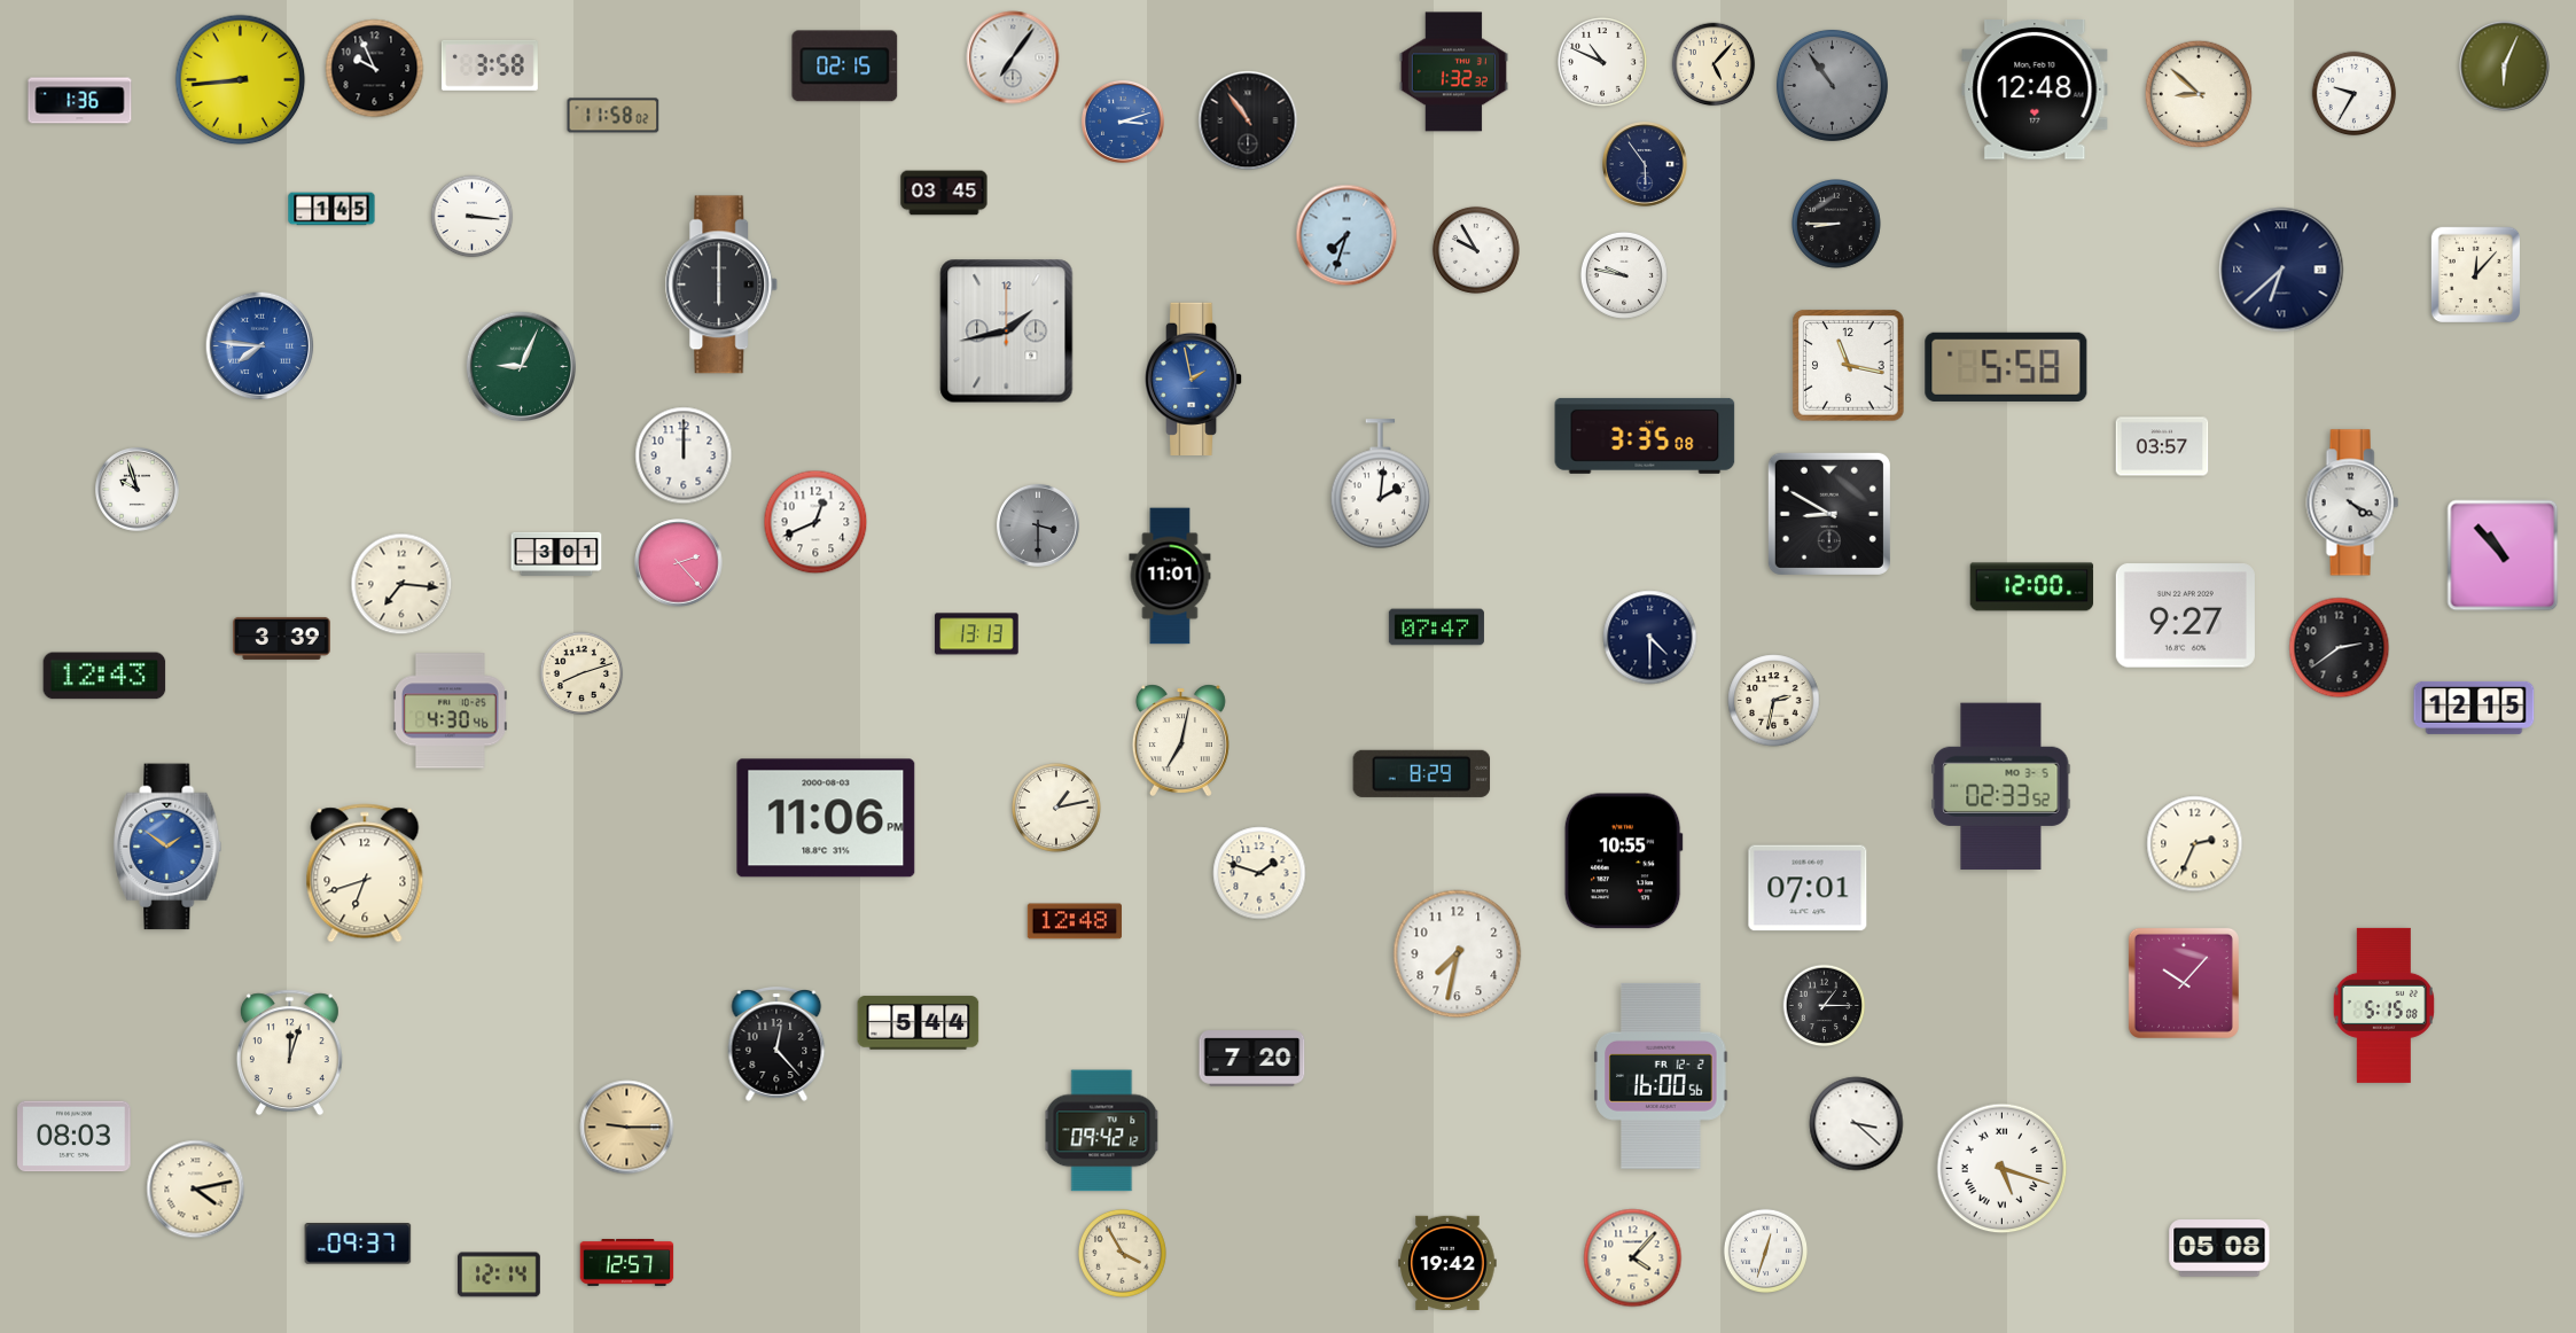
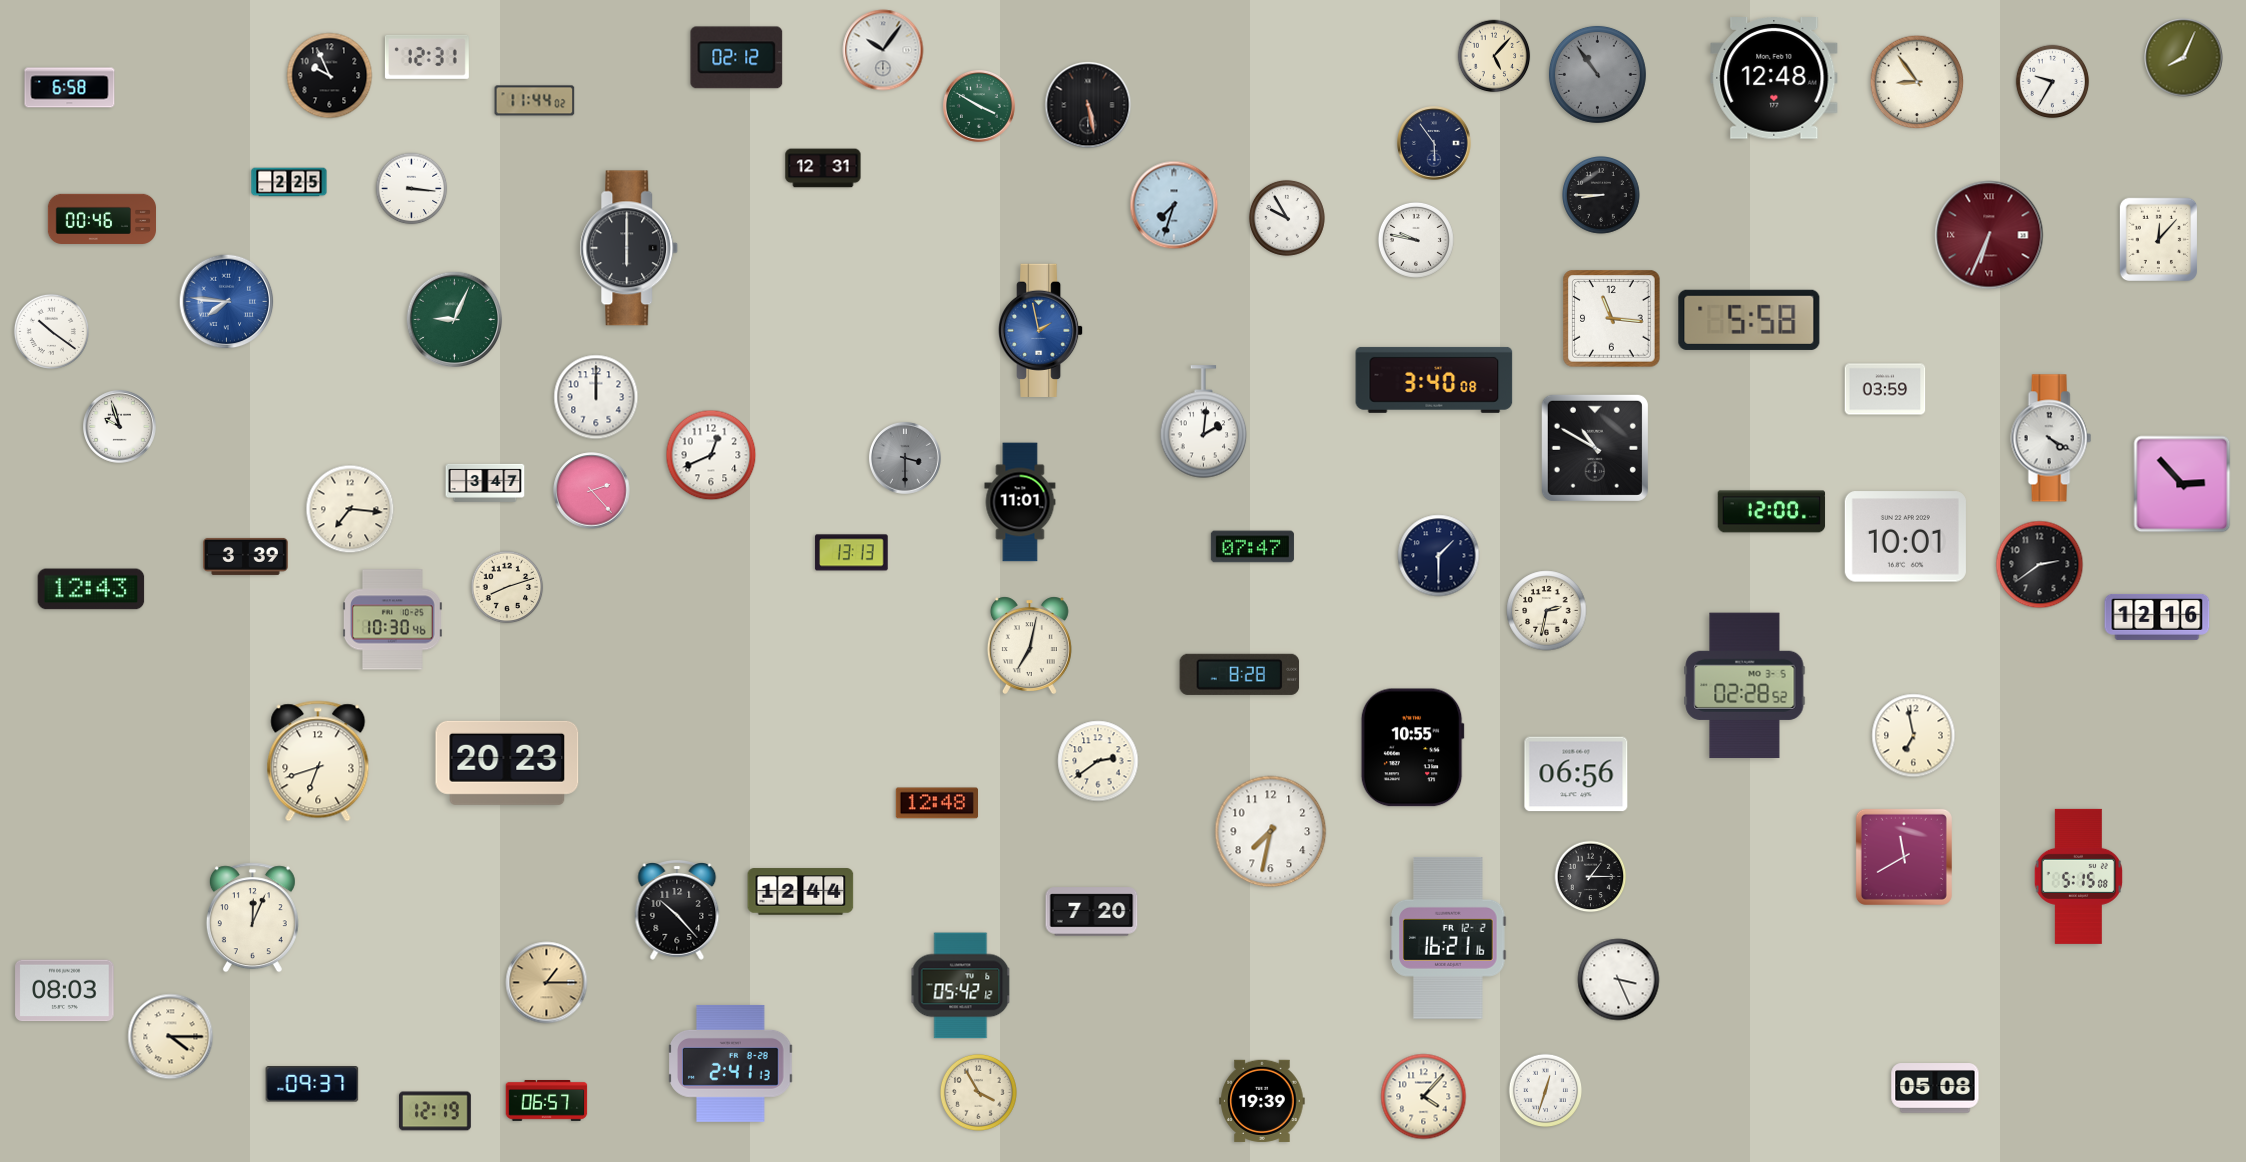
clock at (1013, 57): 7:06 -> 10:06
clock at (1602, 63): 10:49 -> none
clock at (490, 65): 3:58 -> 12:31
clock at (845, 67): 02:15 -> 02:12
clock at (2505, 67): 6:04 -> 8:04
clock at (375, 69) position: (375, 69) -> (330, 76)
clock at (1453, 72): 1:32 -> none
clock at (241, 80): 8:44 -> none
clock at (2199, 94): 8:52 -> 8:54
clock at (80, 101): 1:36 -> 6:58
clock at (614, 116): 11:58 -> 11:44
clock at (1248, 120): 10:54 -> 5:28
clock at (1123, 122): 3:12 -> 3:50
clock at (1123, 122) dial: blue -> green
clock at (944, 193): 03:45 -> 12:31
clock at (331, 209): 1:45 -> 2:25
clock at (101, 218): none -> 00:46
clock at (2281, 270): 6:38 -> 6:34
clock at (2281, 270) dial: navy -> burgundy
clock at (1007, 332): 1:43 -> none
clock at (1849, 366): 11:17 -> 11:16
clock at (51, 331): none -> 10:21
clock at (1645, 436): 3:35 -> 3:40
clock at (2162, 446): 03:57 -> 03:59
clock at (1829, 514): 8:50 -> 10:50
clock at (556, 554): 3:01 -> 3:47
clock at (2503, 555): 10:53 -> 2:53
clock at (2185, 616): 9:27 -> 10:01
clock at (1650, 638): 4:30 -> 1:30
clock at (2474, 708): 12:15 -> 12:16
clock at (450, 711): 4:30 -> 10:30
clock at (1422, 773): 8:29 -> 8:28
clock at (2001, 787): 02:33 -> 02:28
clock at (1056, 809): 1:13 -> none
clock at (826, 818): 11:06 -> none
clock at (2195, 844): 2:34 -> 6:58
clock at (167, 847): 1:51 -> none
clock at (1623, 862) position: (1623, 862) -> (1412, 748)
clock at (1259, 873): 1:48 -> 2:39
clock at (507, 763): none -> 20:23
clock at (1808, 888): 07:01 -> 06:56
clock at (2184, 983): 10:07 -> 11:40
clock at (919, 1023): 5:44 -> 12:44
clock at (776, 1045): 12:23 -> 10:23
clock at (289, 1053): 12:03 -> 12:04
clock at (1252, 1059) position: (1252, 1059) -> (1092, 912)
clock at (1661, 1076): 16:00 -> 16:21
clock at (1857, 1124): 3:22 -> 3:26
clock at (627, 1128): 9:15 -> 1:15
clock at (1102, 1131): 09:42 -> 05:42
clock at (2003, 1169): 5:18 -> none
clock at (196, 1190): 4:13 -> 4:15
clock at (731, 1063): none -> 2:41
clock at (1766, 1252) position: (1766, 1252) -> (1546, 1091)
clock at (627, 1263): 12:57 -> 06:57
clock at (1447, 1263): 19:42 -> 19:39
clock at (500, 1274): 12:14 -> 12:19
